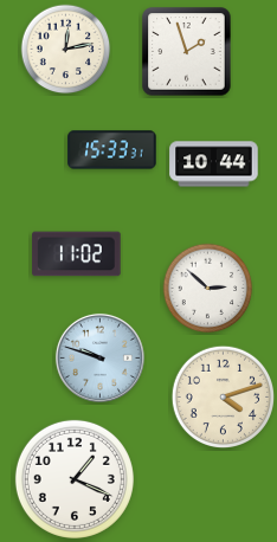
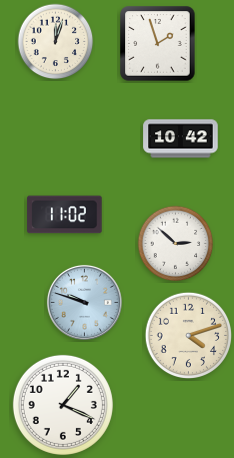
clock at (66, 50): 12:13 -> 12:03
clock at (112, 150): 15:33 -> none
clock at (214, 164): 10:44 -> 10:42
